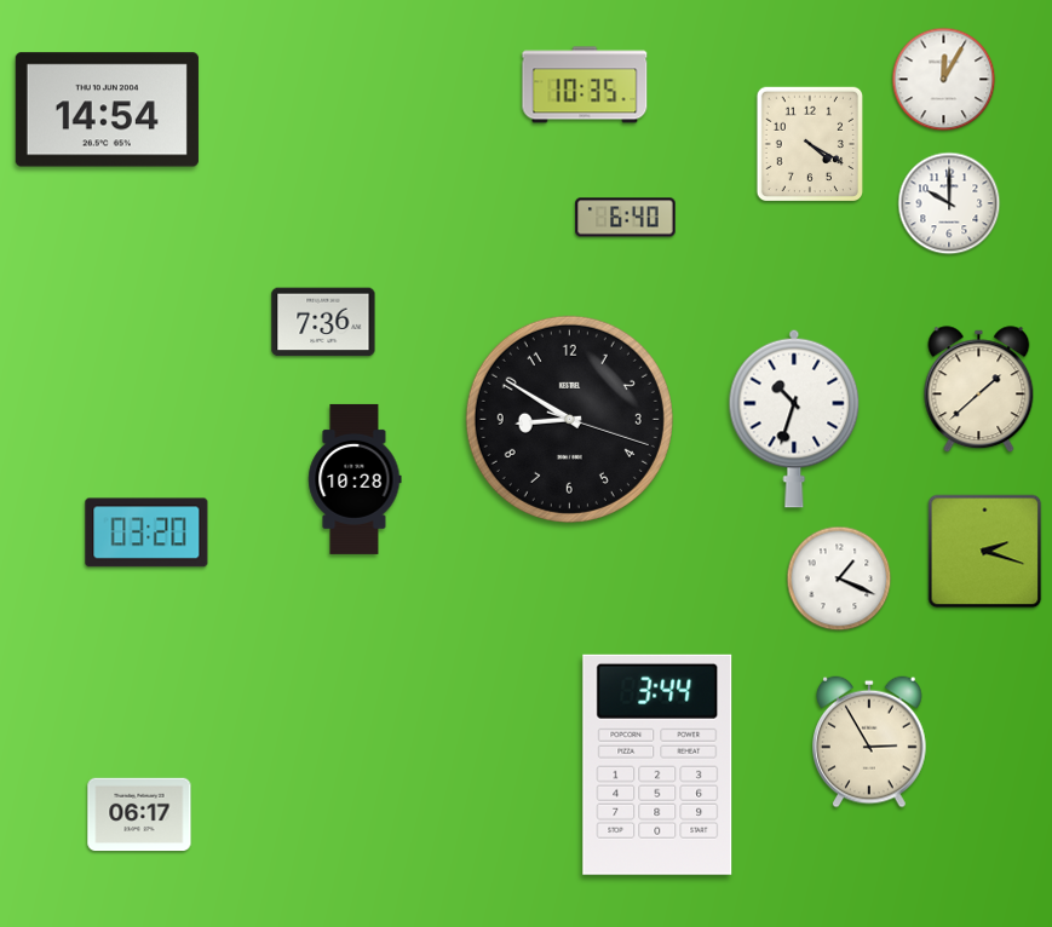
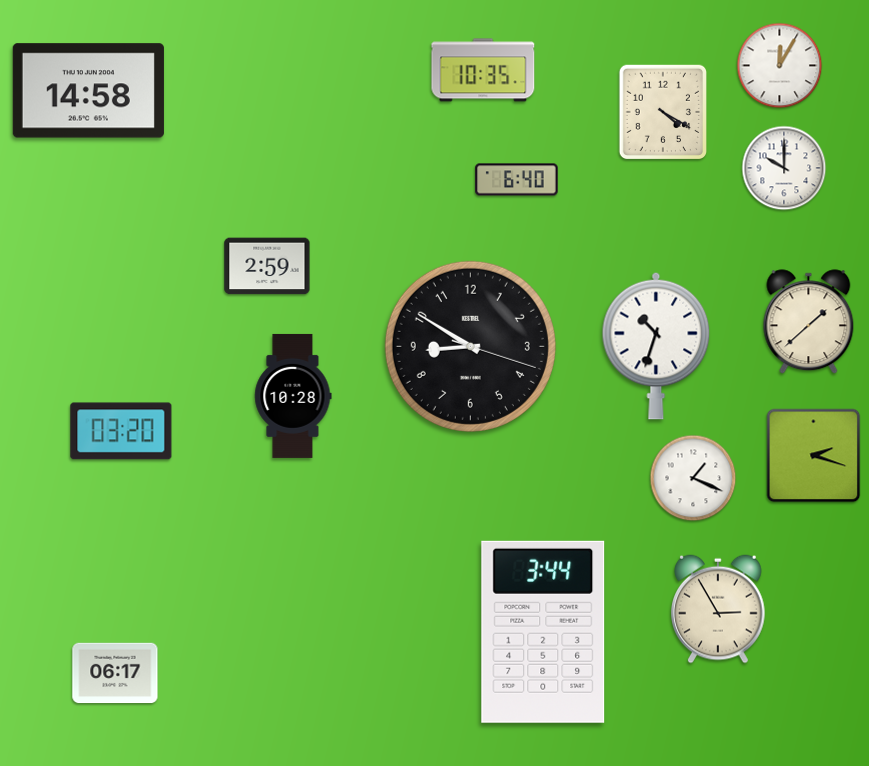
clock at (107, 110): 14:54 -> 14:58
clock at (809, 144) position: (809, 144) -> (662, 112)
clock at (323, 322): 7:36 -> 2:59
clock at (146, 532) position: (146, 532) -> (121, 431)
clock at (870, 742) position: (870, 742) -> (719, 609)
